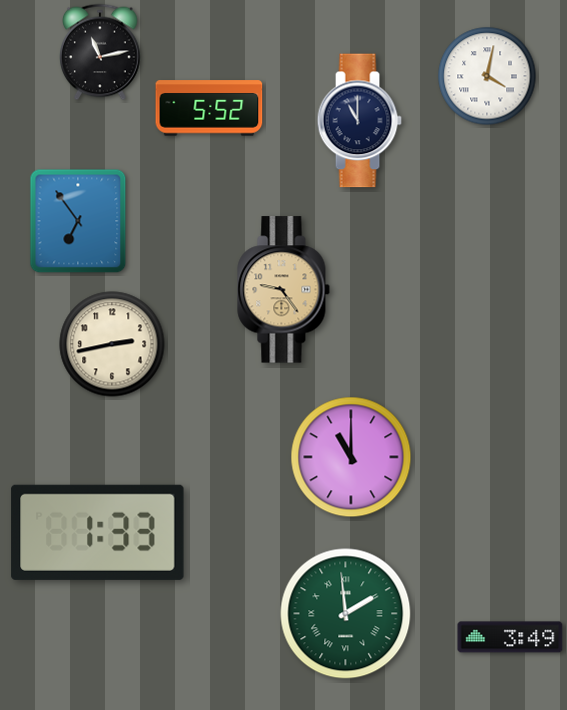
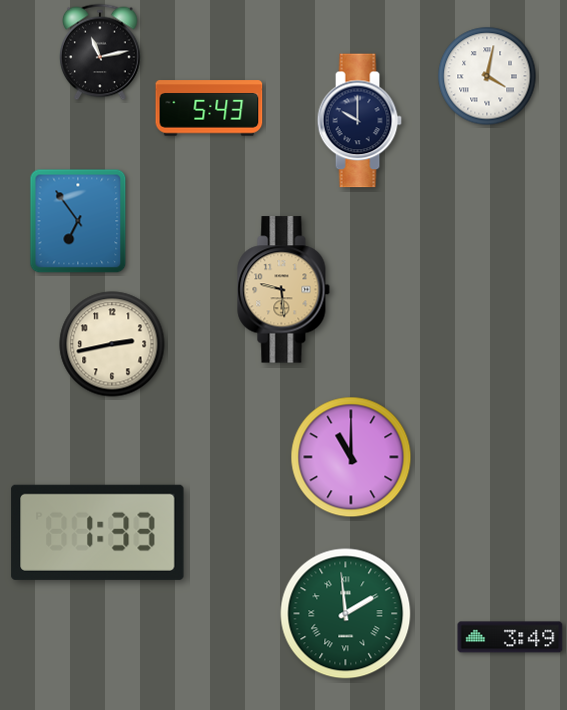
clock at (209, 108): 5:52 -> 5:43
clock at (359, 121): 11:00 -> 10:00
clock at (284, 290): 9:24 -> 9:29
